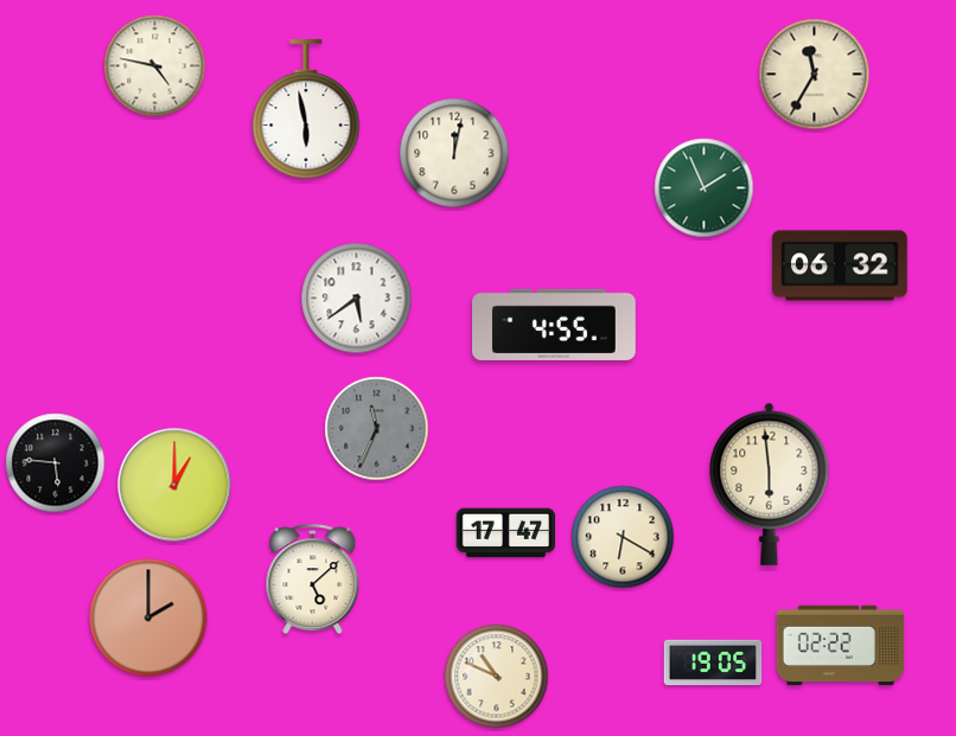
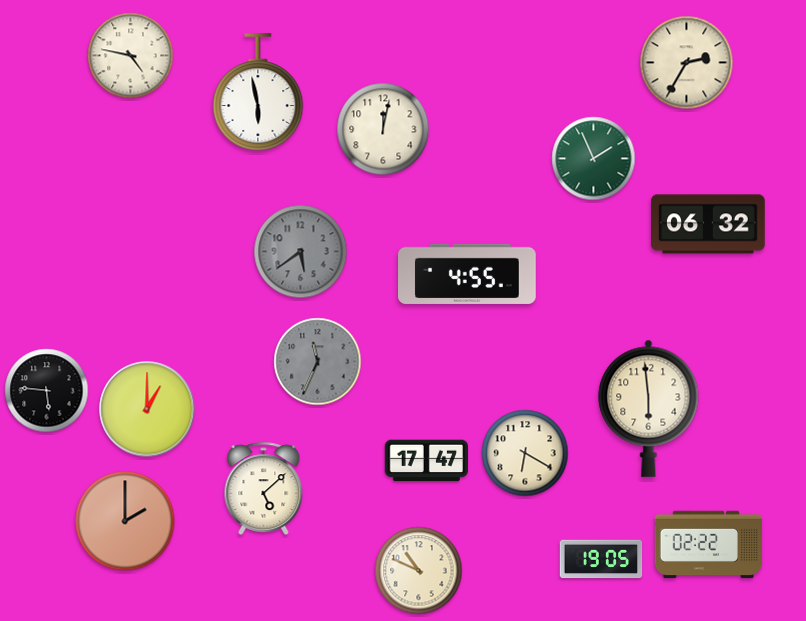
clock at (815, 75): 11:35 -> 2:35
clock at (357, 299) dial: white -> grey
clock at (505, 533) position: (505, 533) -> (426, 461)
